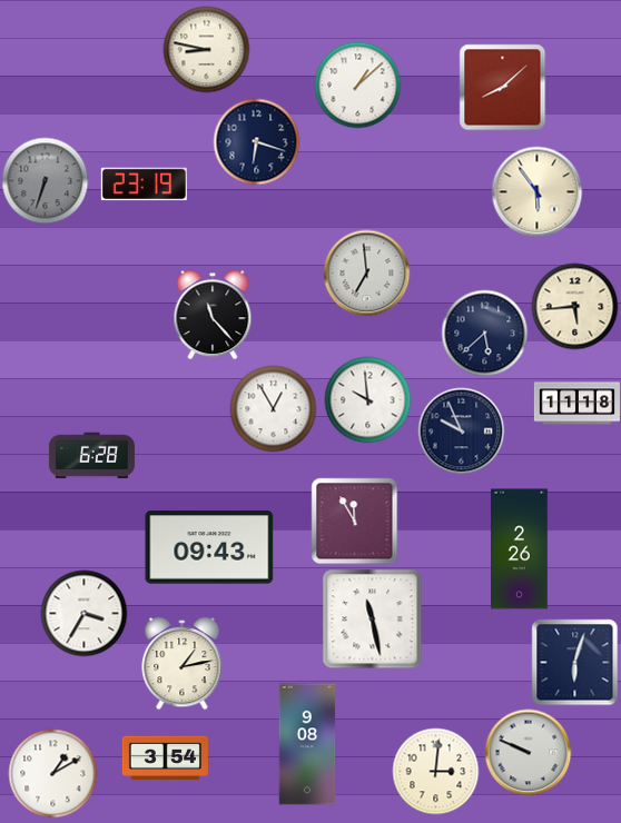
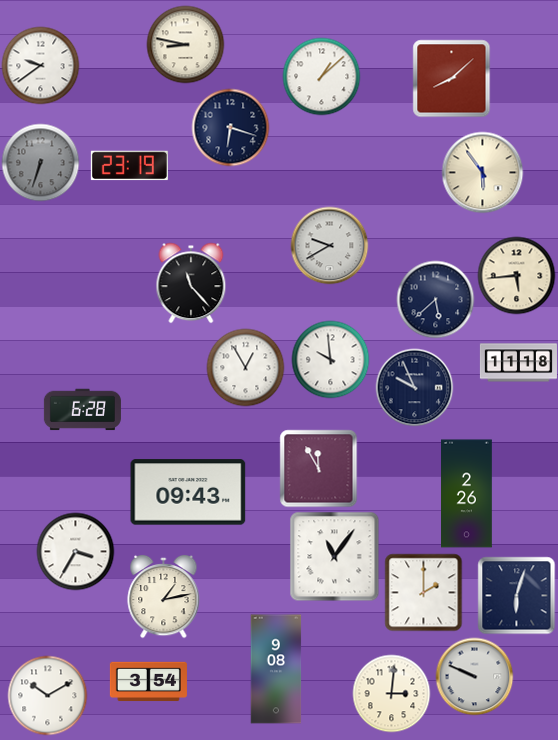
clock at (40, 65): none -> 9:39
clock at (366, 272): 6:59 -> 9:40
clock at (372, 618): 11:28 -> 11:06
clock at (423, 592): none -> 2:00
clock at (52, 773): 1:10 -> 10:10
